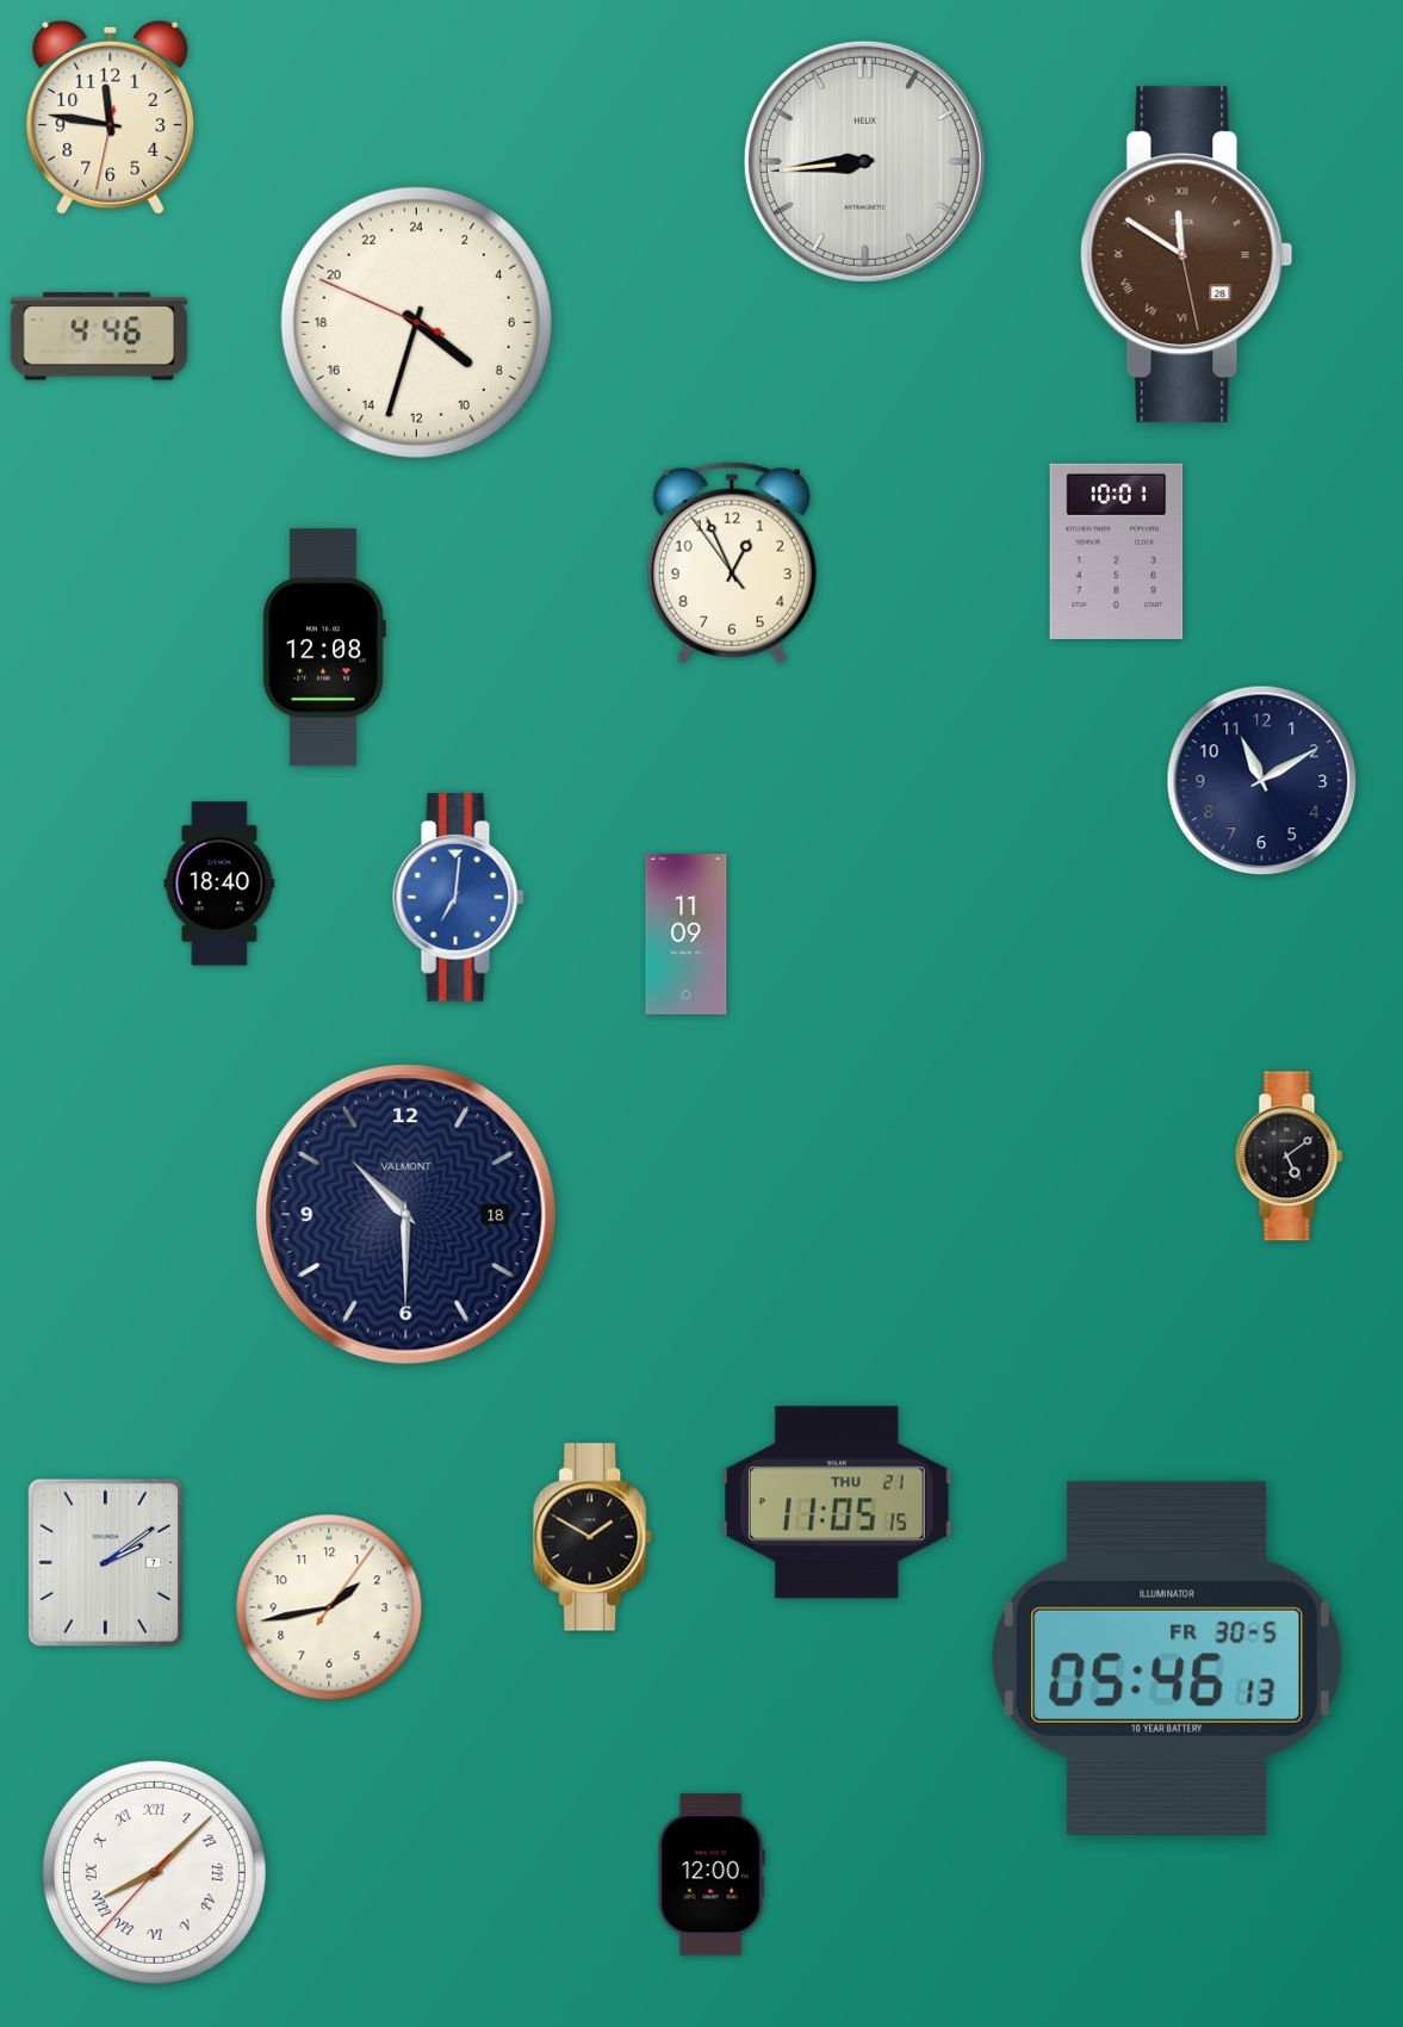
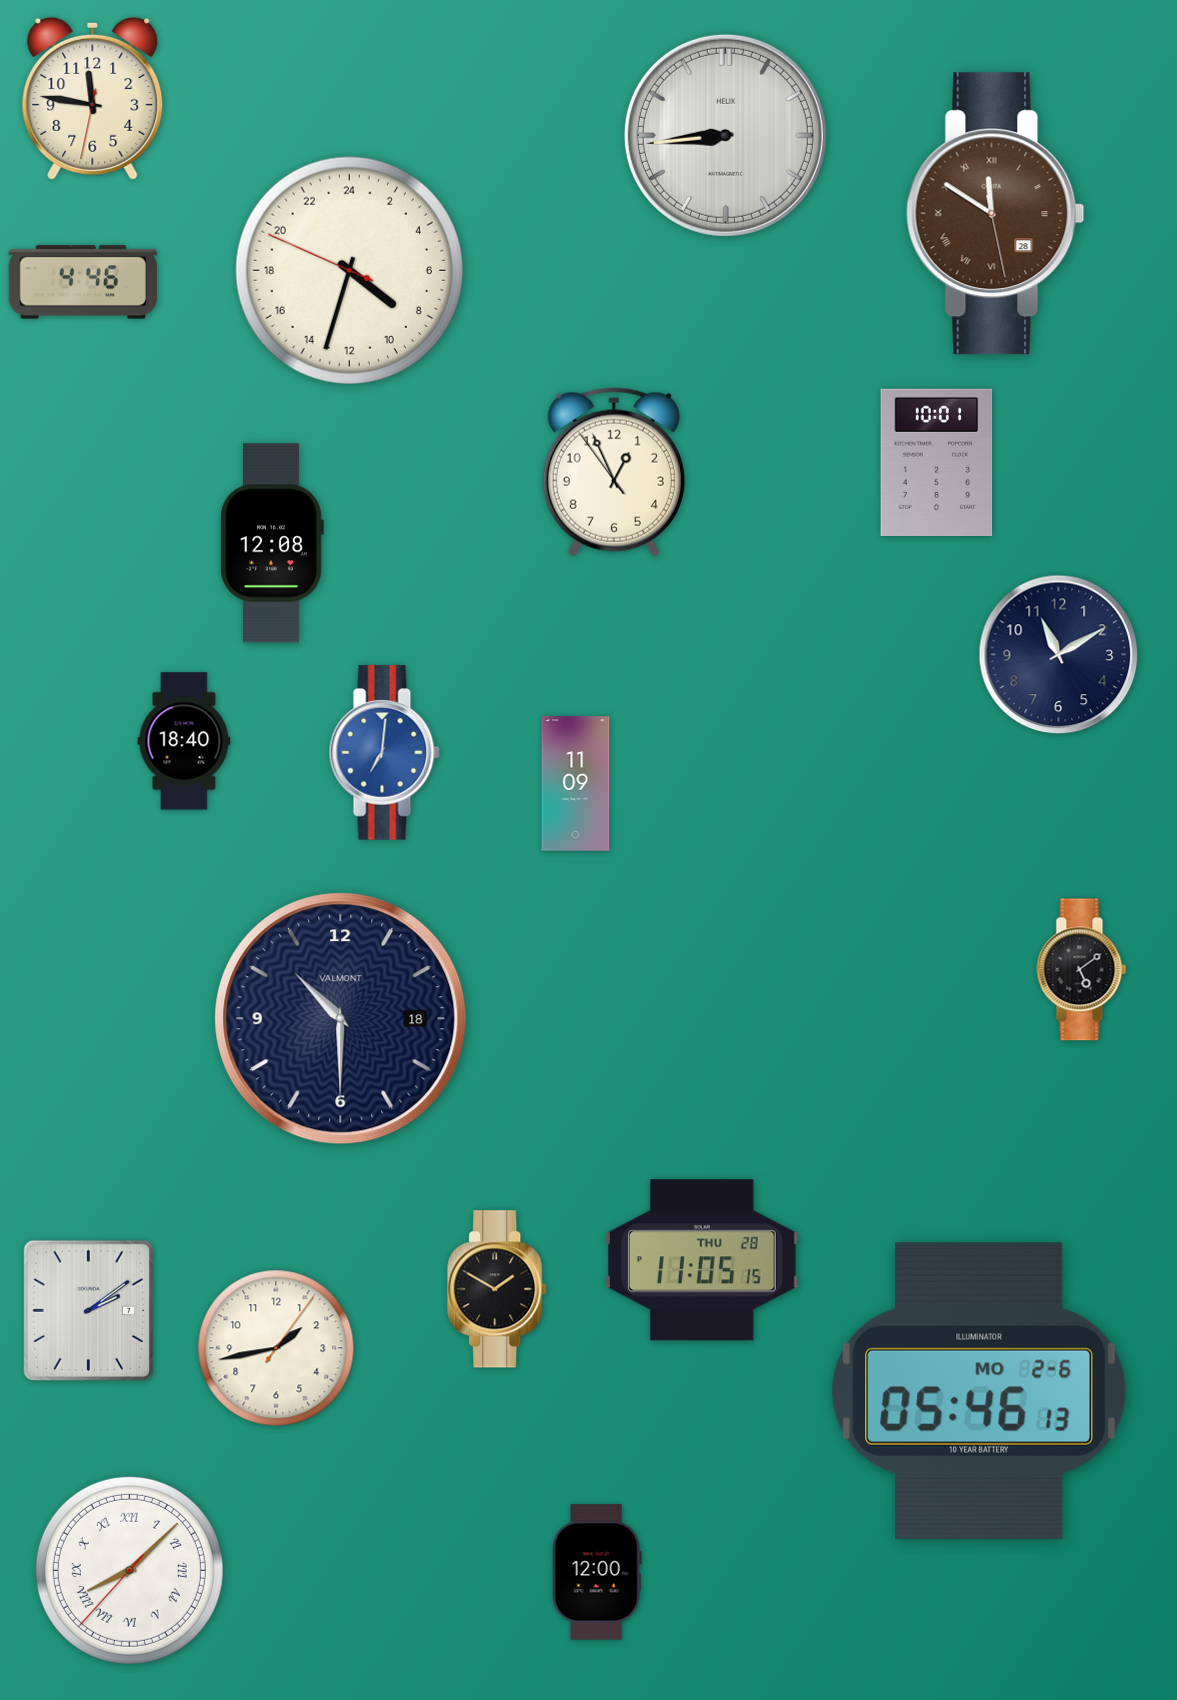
clock at (837, 1502) date: THU 21 -> THU 28
clock at (1167, 1659) date: FR 30-5 -> MO 2-6
